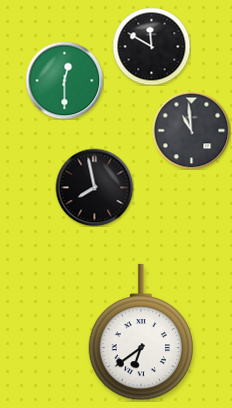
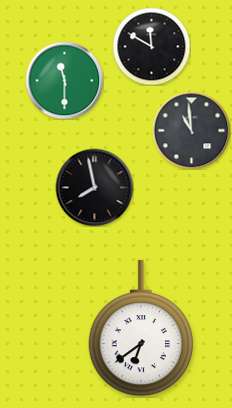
clock at (64, 80): 12:30 -> 11:30
clock at (141, 332) position: (141, 332) -> (141, 328)
